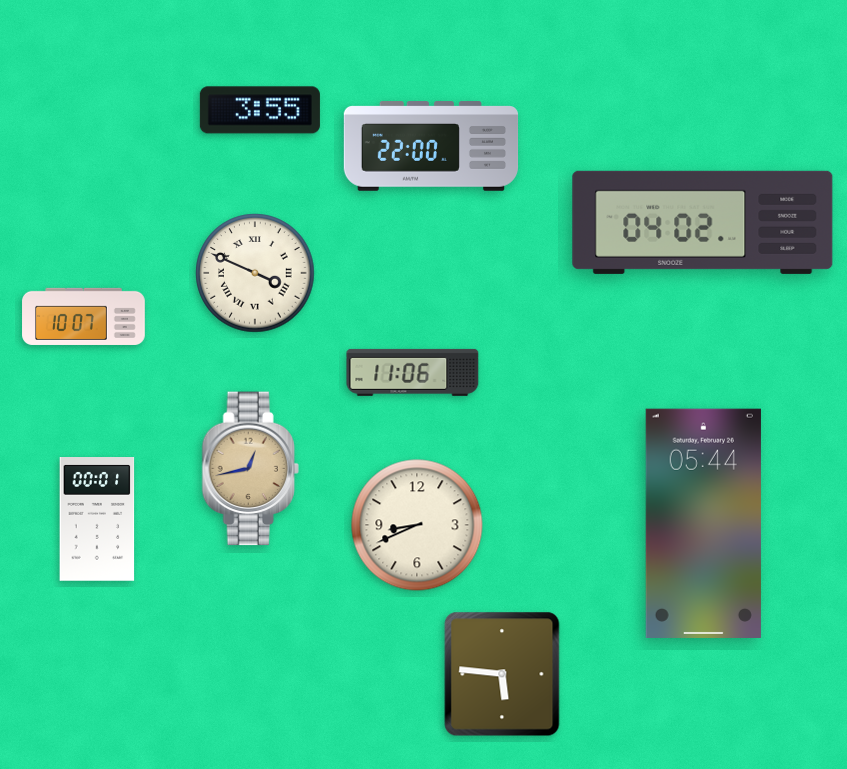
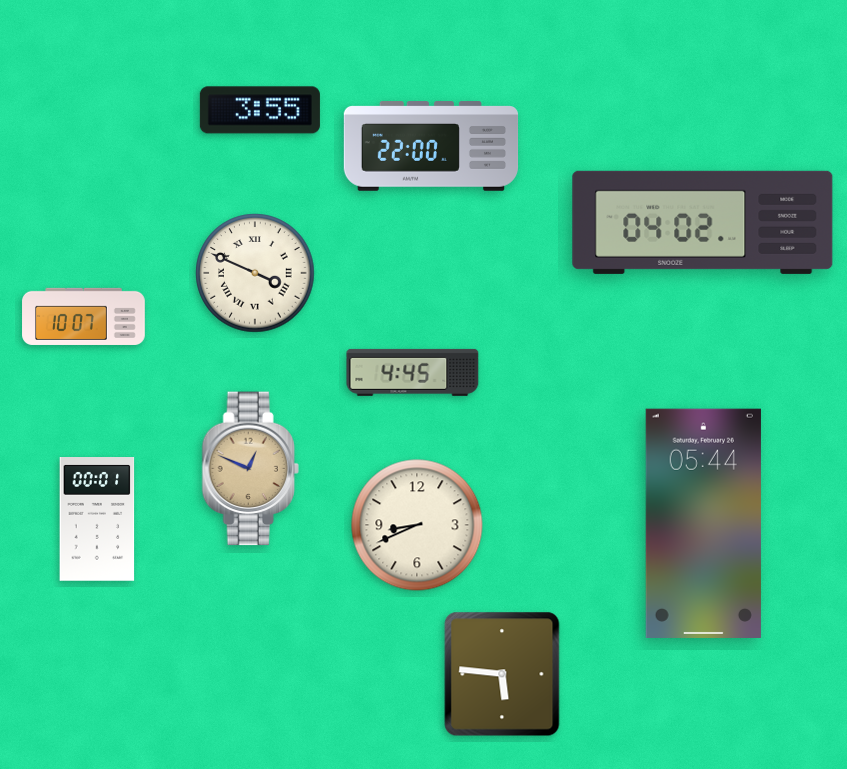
clock at (413, 372): 11:06 -> 4:45
clock at (250, 469): 12:43 -> 12:49
